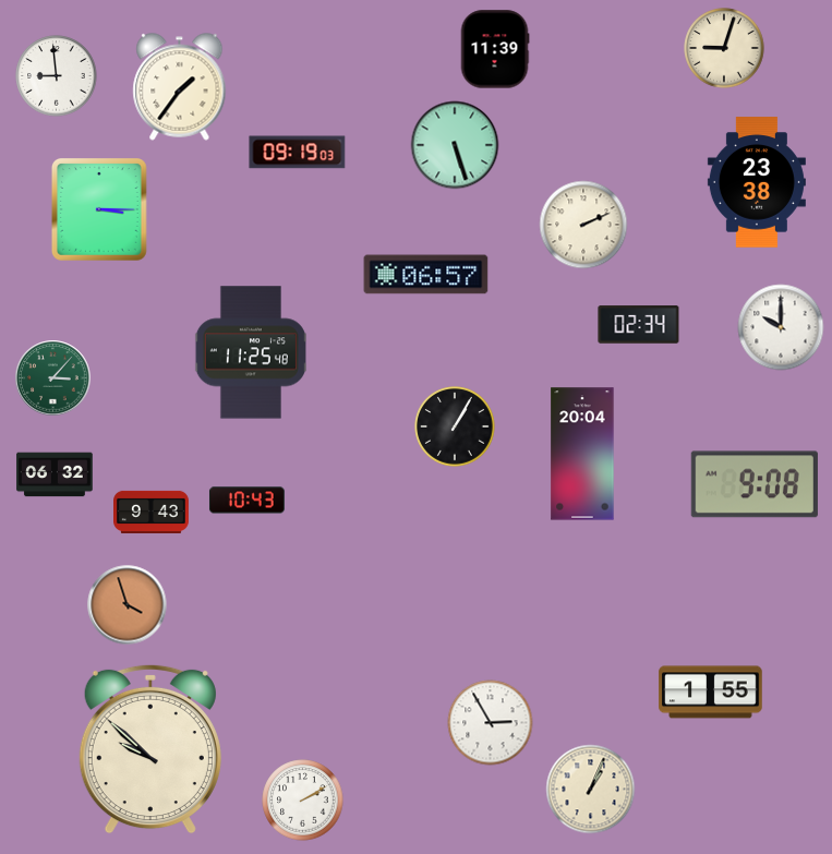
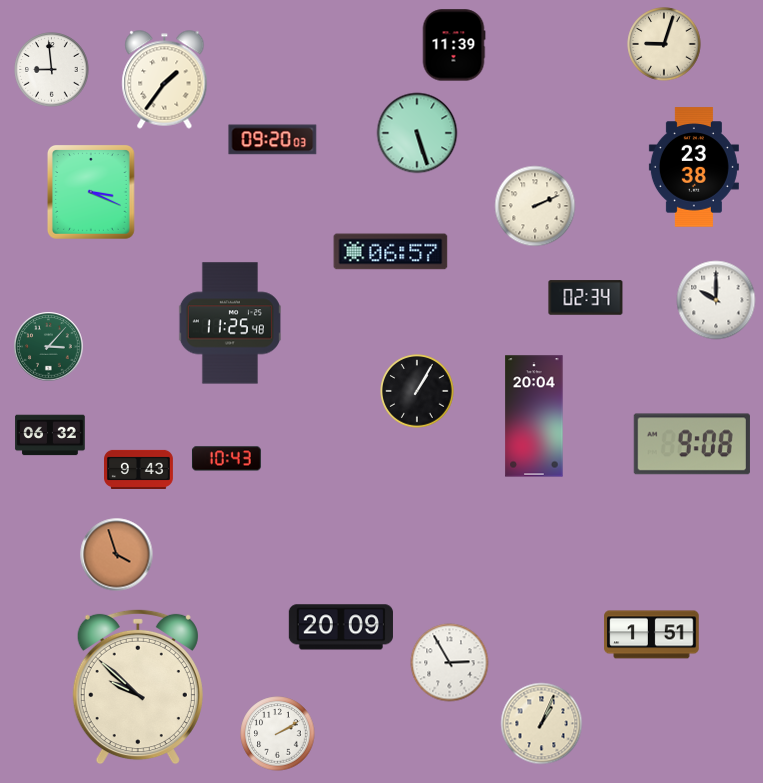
clock at (298, 153): 09:19 -> 09:20
clock at (99, 211): 3:15 -> 3:19
clock at (341, 627): none -> 20:09
clock at (711, 693): 1:55 -> 1:51
